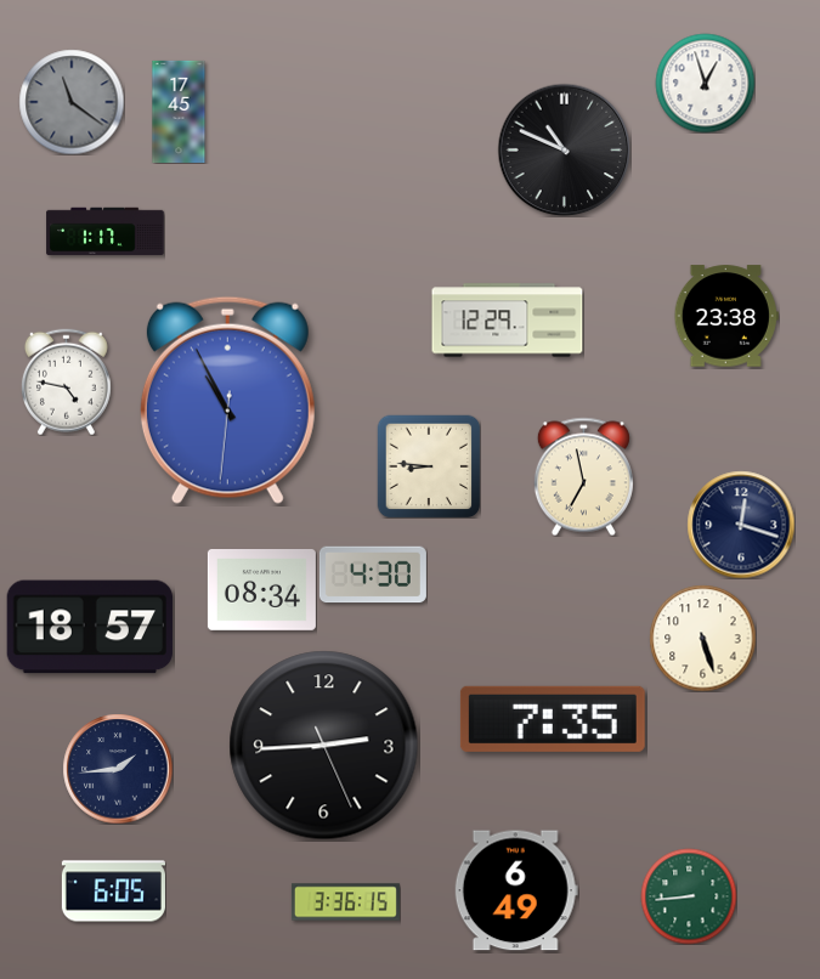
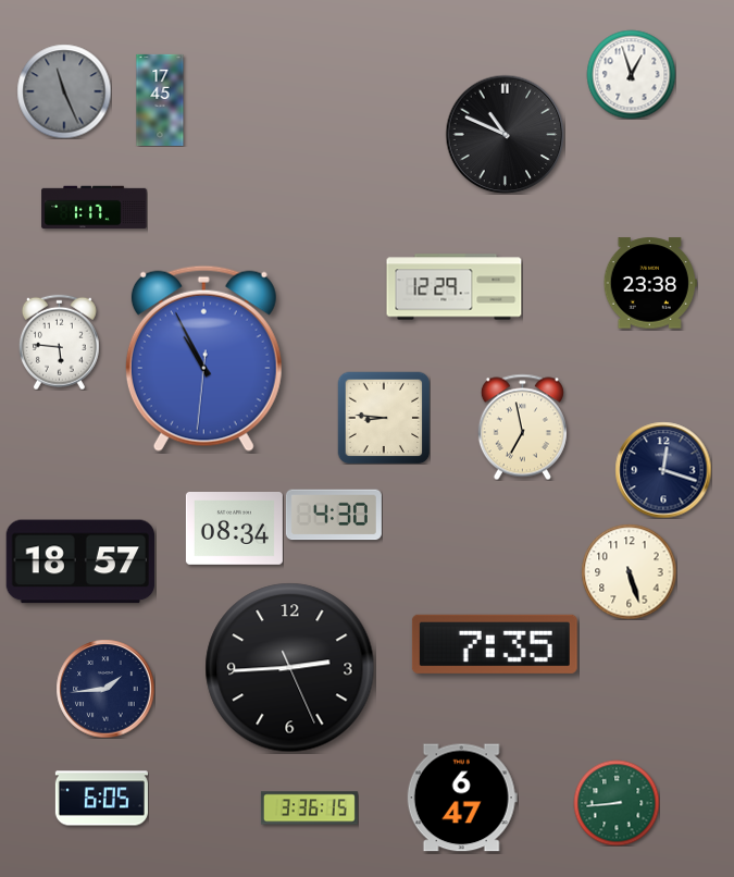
clock at (72, 102): 11:21 -> 11:26
clock at (66, 381): 4:47 -> 5:46
clock at (516, 890): 6:49 -> 6:47
